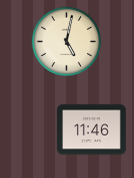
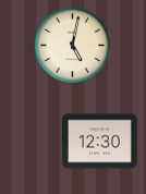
clock at (92, 130): 11:46 -> 12:30
